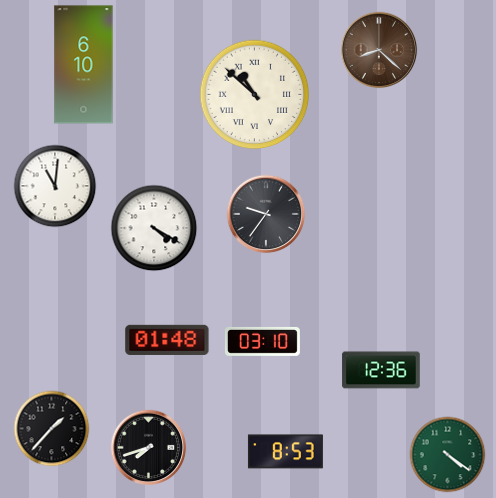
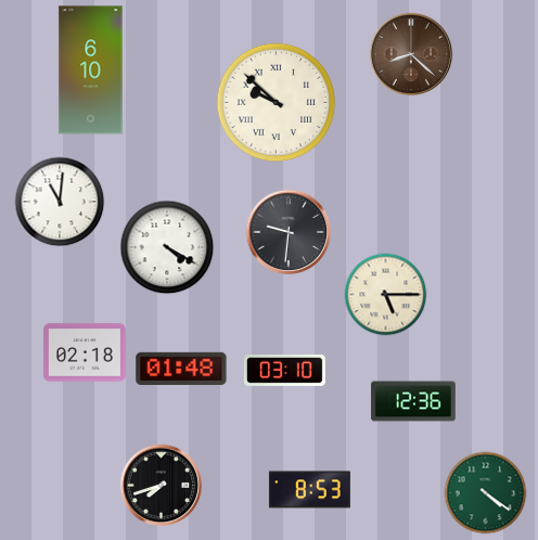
clock at (255, 95): 10:52 -> 9:52
clock at (266, 214): 9:36 -> 9:31
clock at (386, 295): none -> 5:15
clock at (85, 352): none -> 02:18
clock at (52, 429): 1:37 -> none
